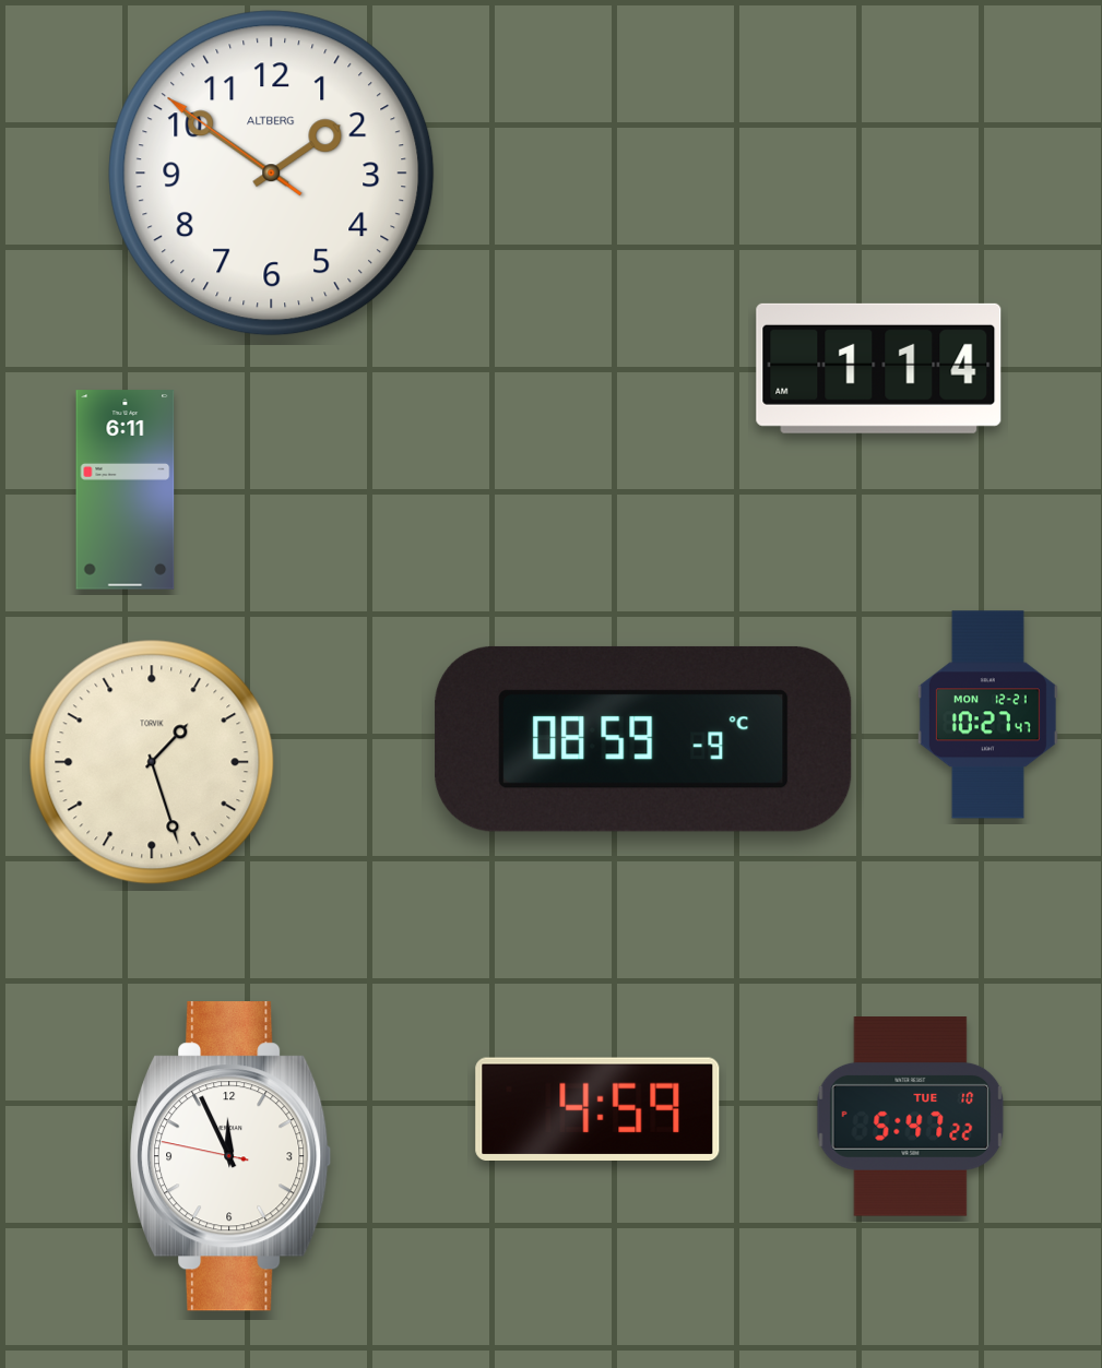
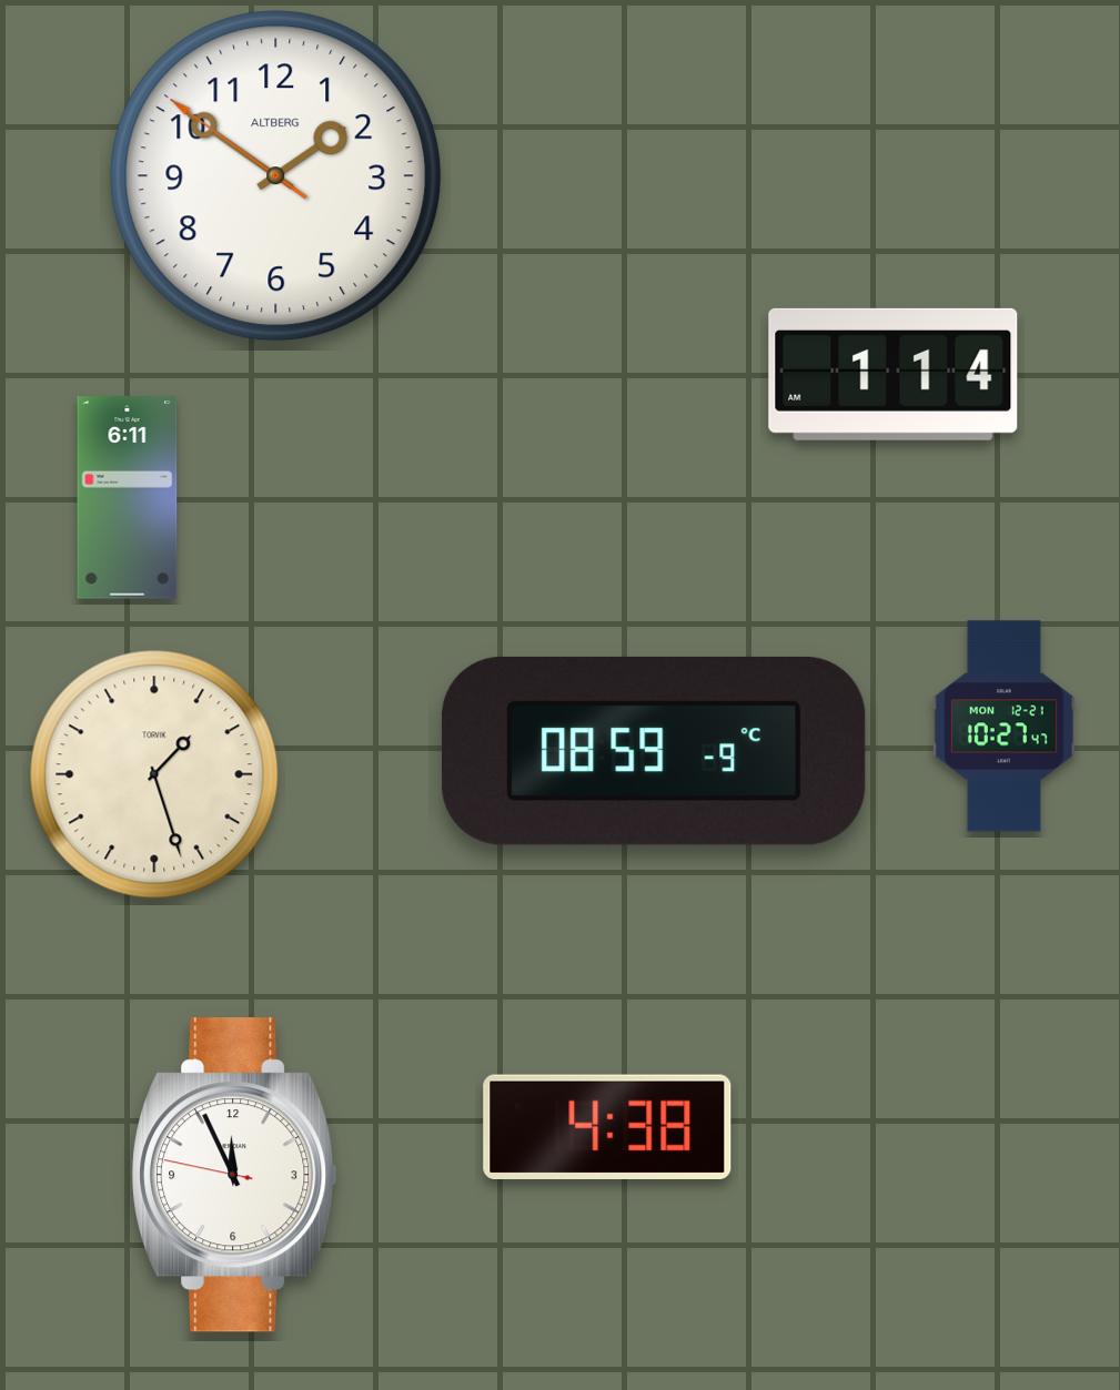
clock at (597, 1108): 4:59 -> 4:38
clock at (911, 1117): 5:47 -> none
